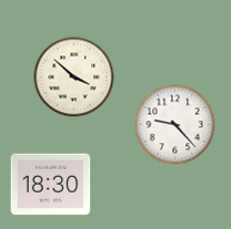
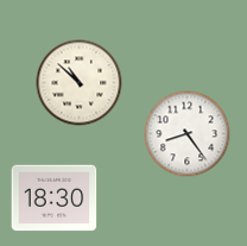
clock at (74, 77): 3:52 -> 10:52
clock at (175, 125): 9:23 -> 8:24
